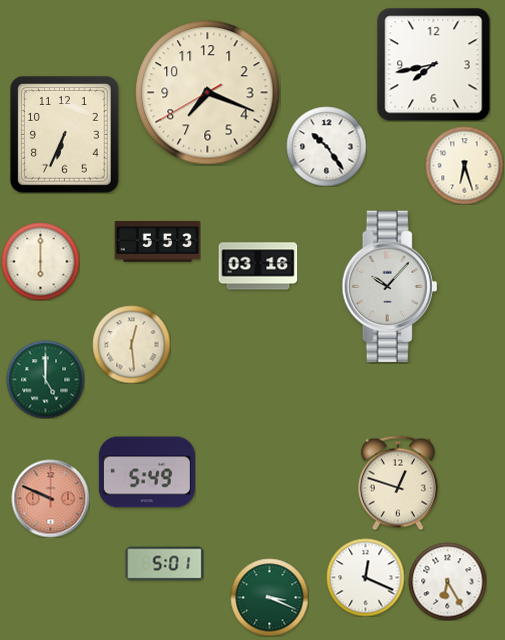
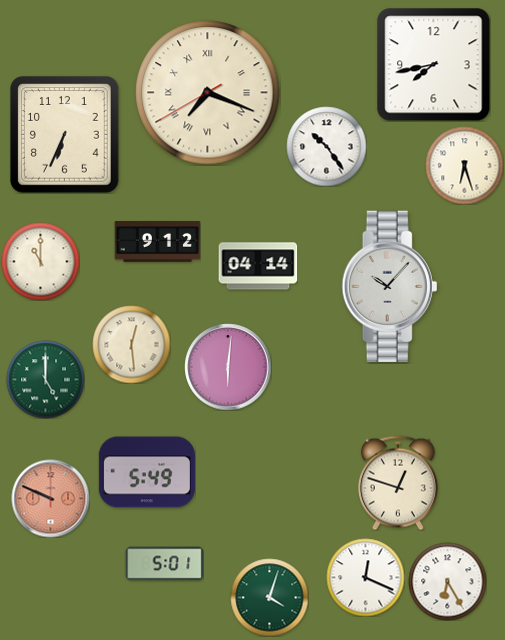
clock at (208, 93) numerals: Arabic -> Roman
clock at (157, 242): 5:53 -> 9:12
clock at (40, 261): 6:00 -> 11:00
clock at (258, 266): 03:16 -> 04:14
clock at (228, 367): none -> 6:01
clock at (269, 597): 3:19 -> 4:03
